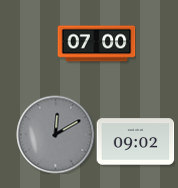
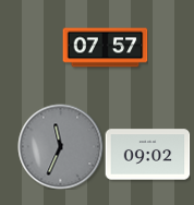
clock at (96, 44): 07:00 -> 07:57
clock at (55, 134): 12:10 -> 11:34
